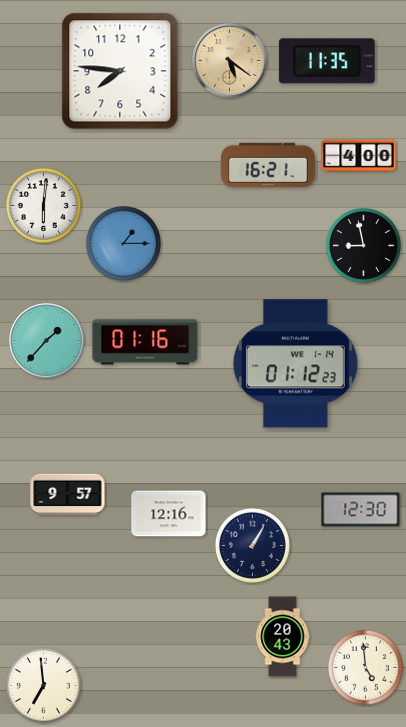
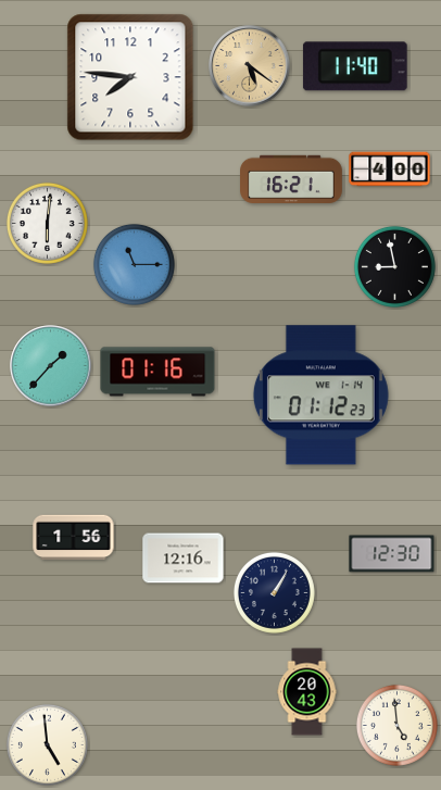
clock at (327, 61): 11:35 -> 11:40
clock at (123, 243): 1:15 -> 11:15
clock at (47, 341) position: (47, 341) -> (51, 366)
clock at (68, 495): 9:57 -> 1:56
clock at (43, 685): 6:59 -> 4:59
